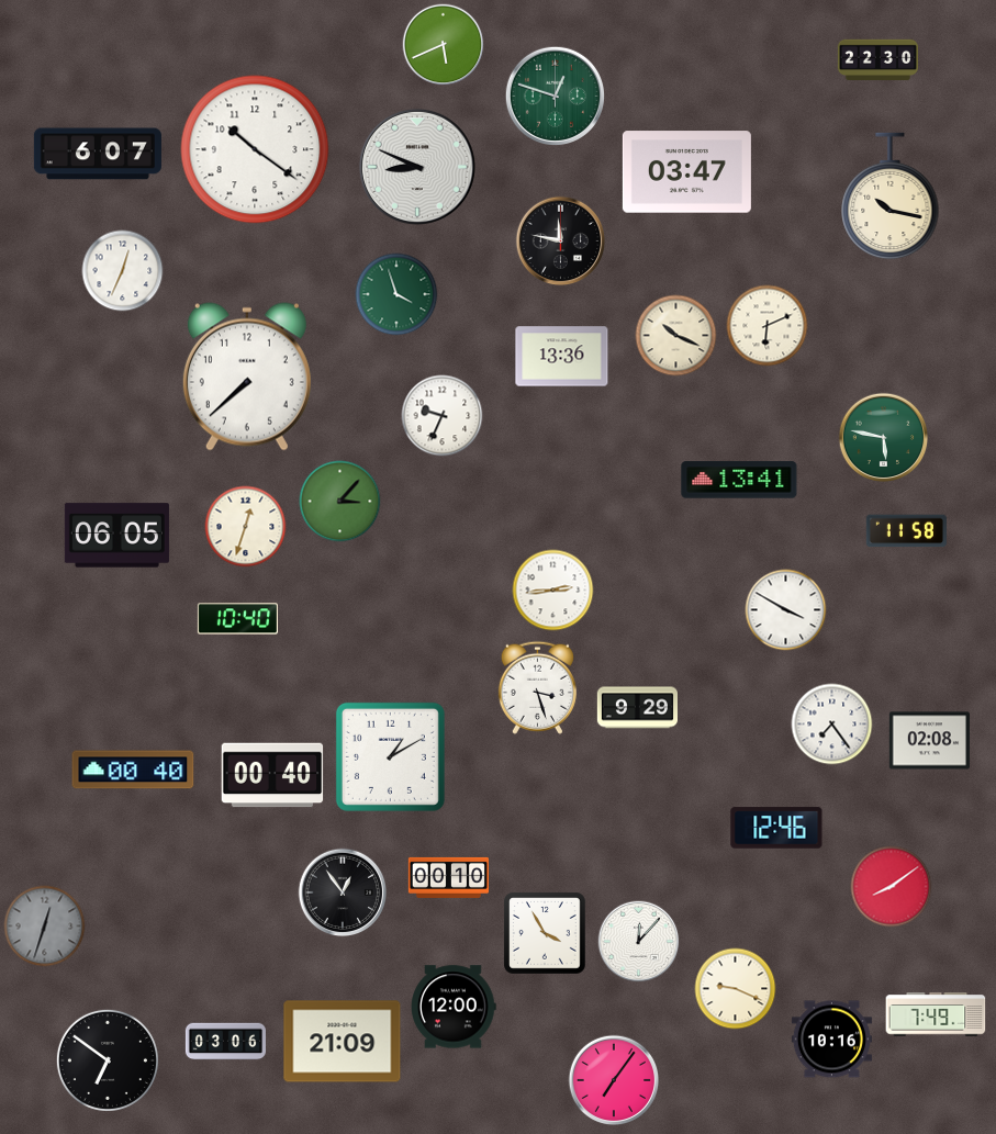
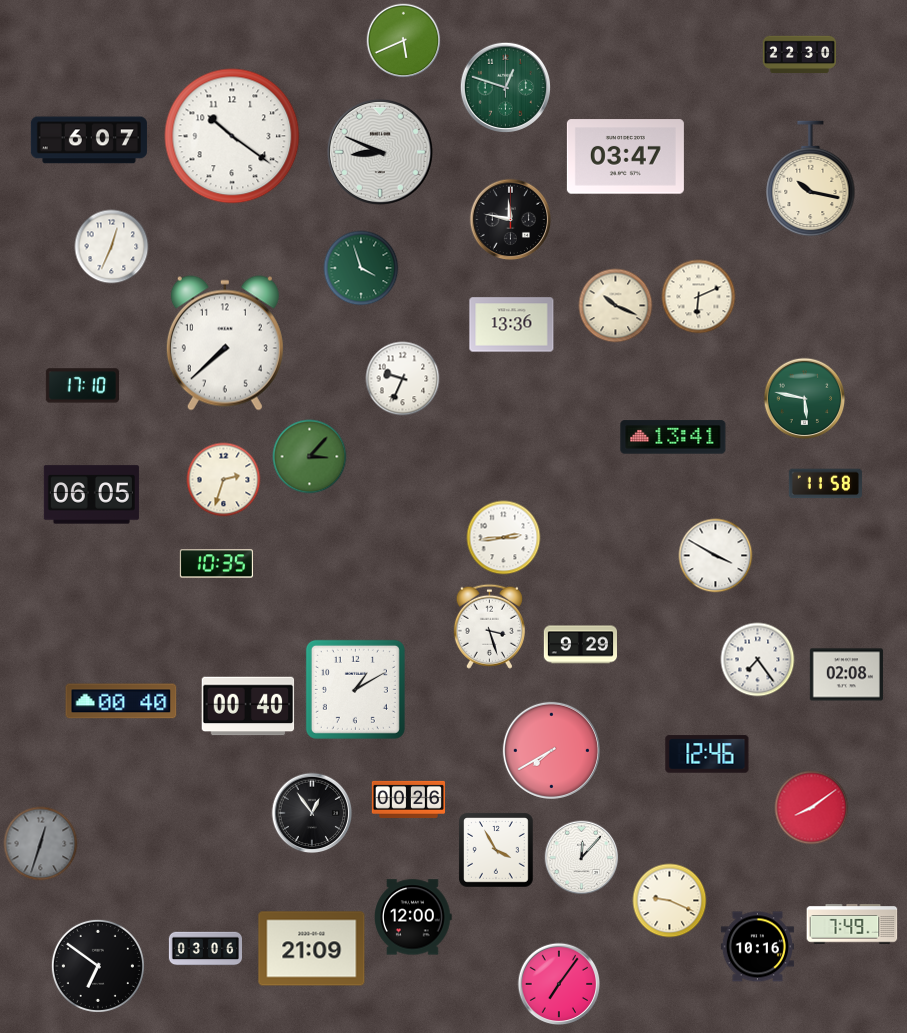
clock at (82, 386): none -> 17:10
clock at (246, 527): 12:33 -> 2:33
clock at (116, 536) position: (116, 536) -> (91, 495)
clock at (237, 619): 10:40 -> 10:35
clock at (551, 750): none -> 7:40
clock at (448, 877): 00:10 -> 00:26
